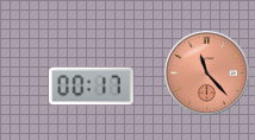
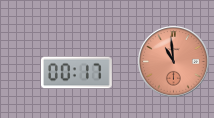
clock at (207, 74): 11:23 -> 10:59
